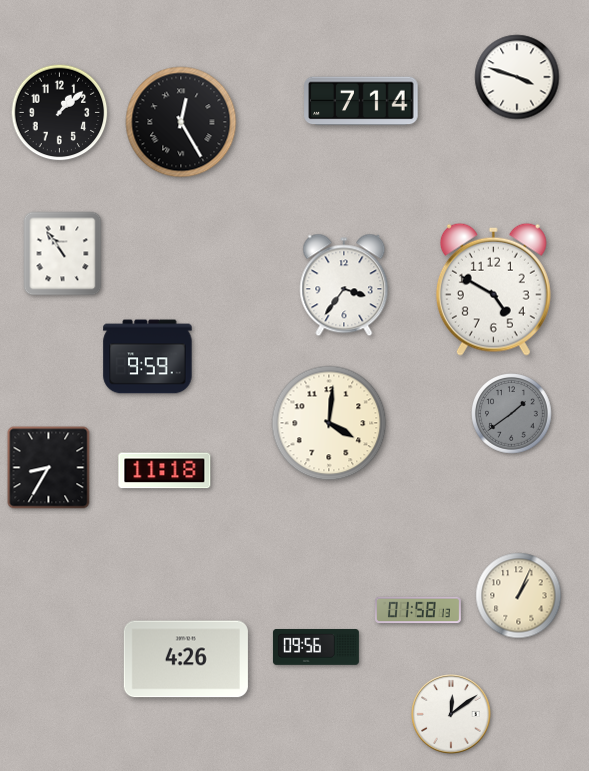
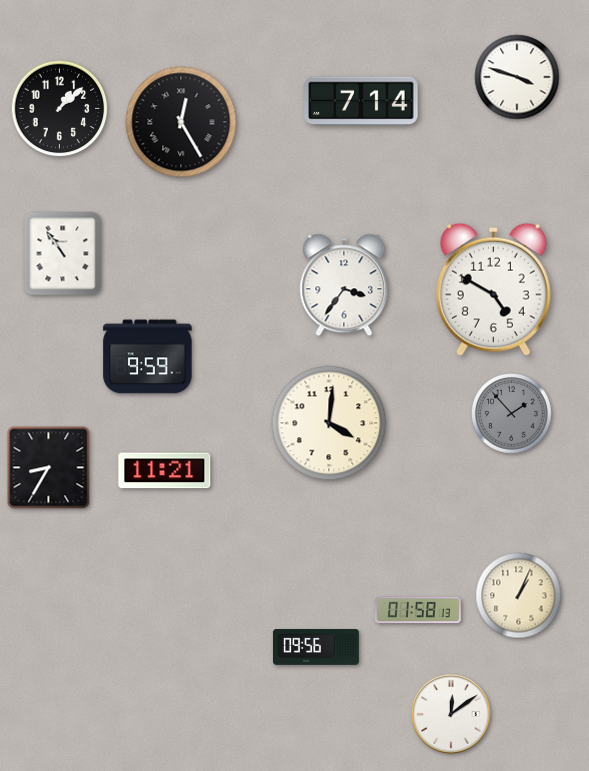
clock at (60, 113) position: (60, 113) -> (60, 109)
clock at (512, 414): 1:39 -> 1:53
clock at (165, 471): 11:18 -> 11:21
clock at (186, 659): 4:26 -> none
